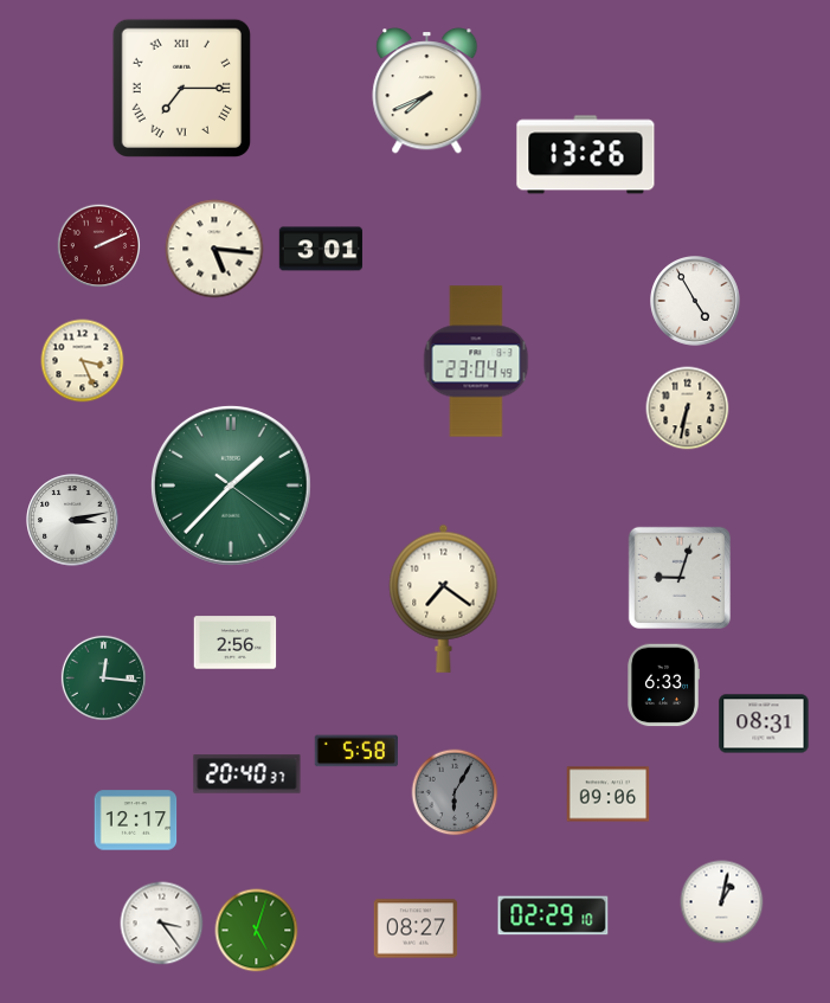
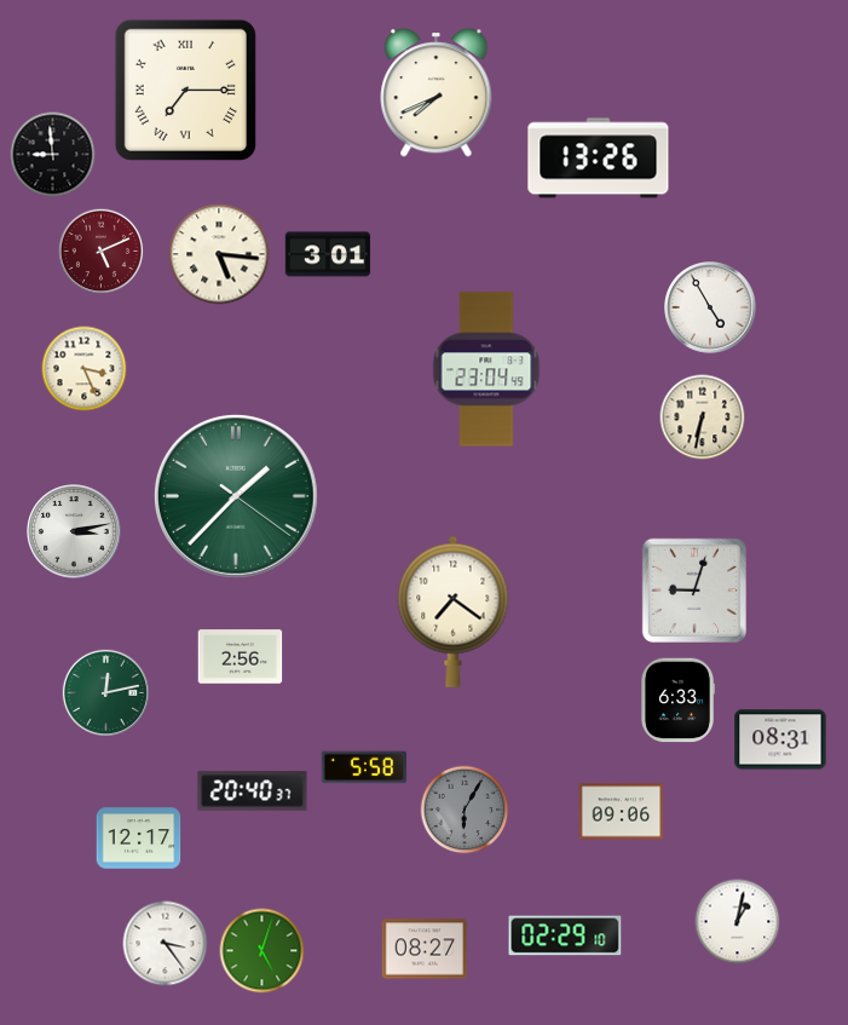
clock at (53, 155): none -> 8:59
clock at (99, 246): 2:11 -> 5:11
clock at (103, 677): 12:16 -> 12:13
